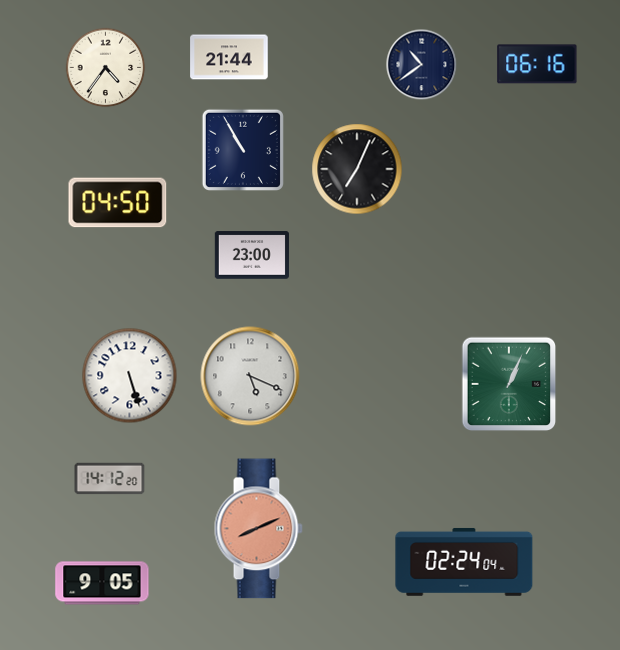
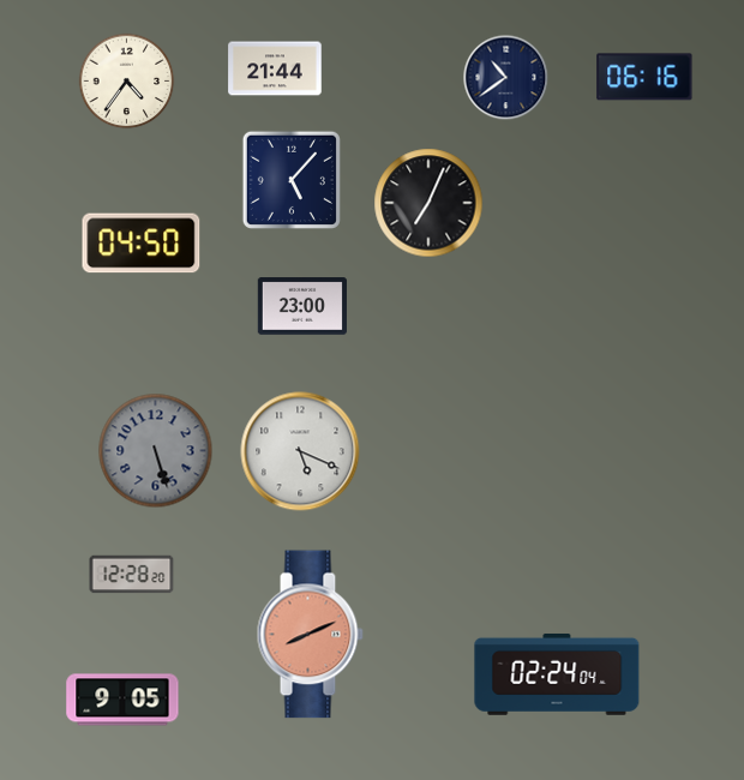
clock at (243, 150): 10:55 -> 5:07
clock at (130, 376) dial: white -> grey
clock at (509, 384): 1:04 -> none
clock at (110, 479): 14:12 -> 12:28
